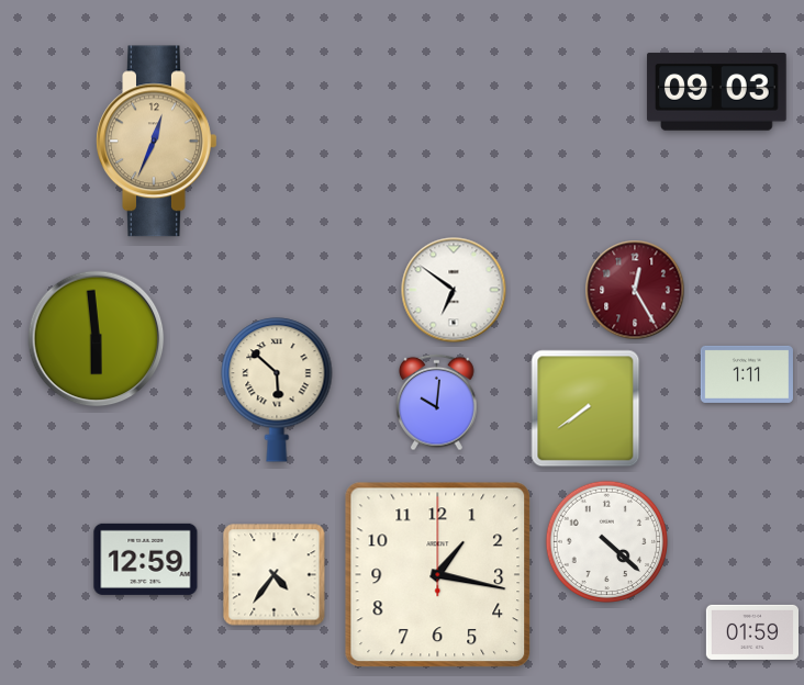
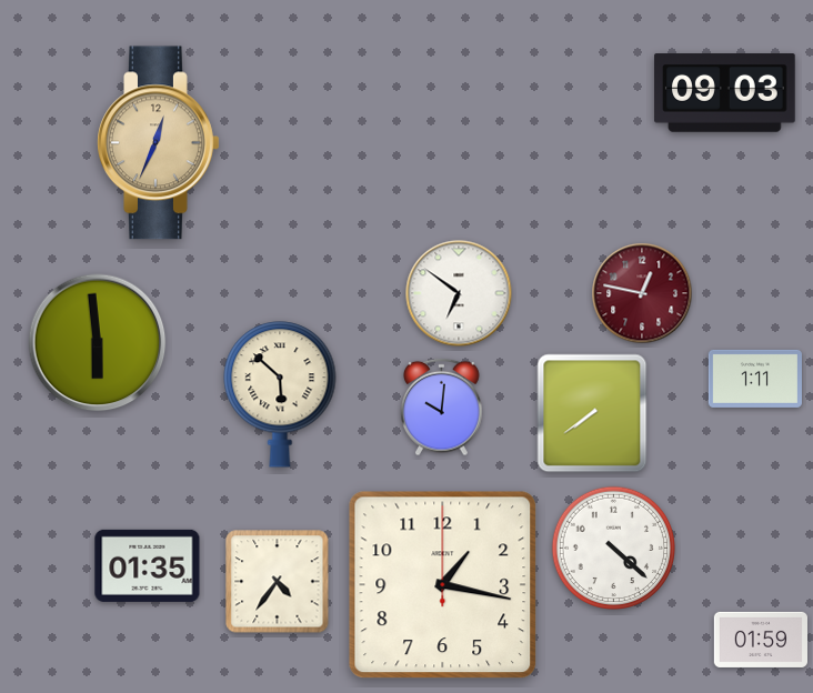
clock at (635, 290): 12:25 -> 12:47
clock at (146, 559): 12:59 -> 01:35
clock at (438, 575) position: (438, 575) -> (443, 585)
